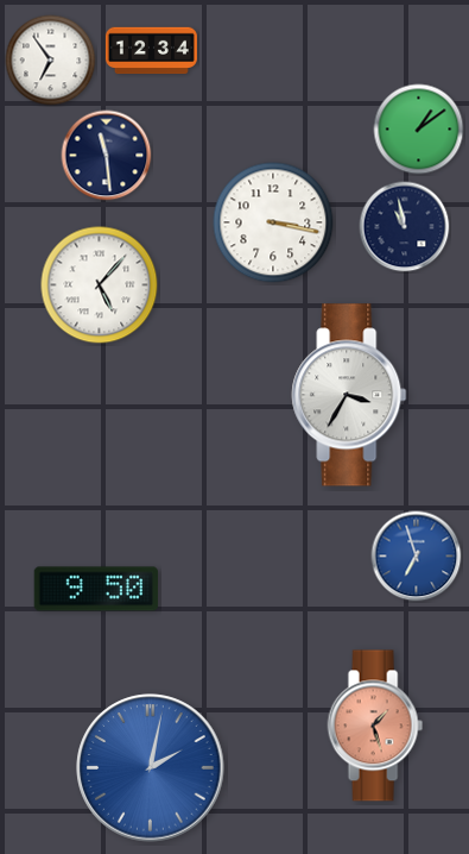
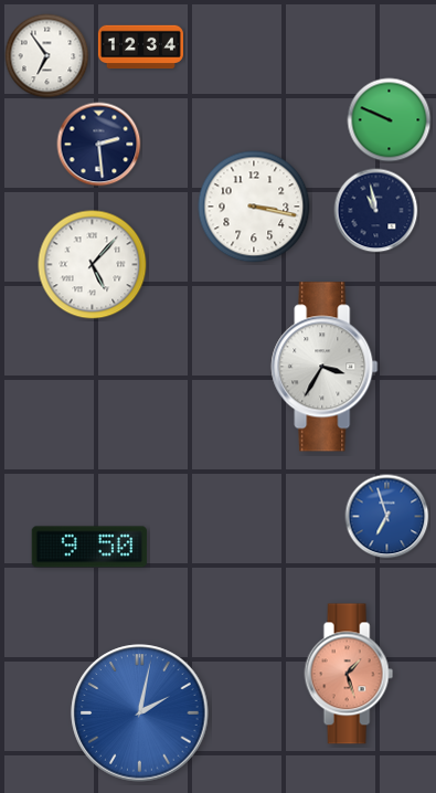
clock at (419, 130): 1:09 -> 9:49
clock at (107, 156): 11:29 -> 2:29
